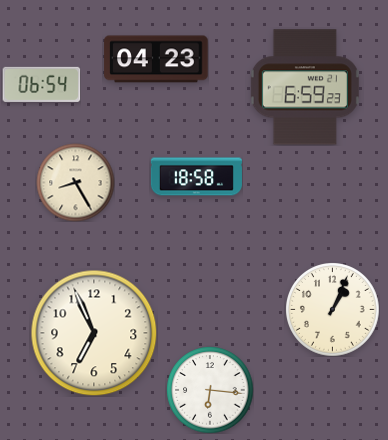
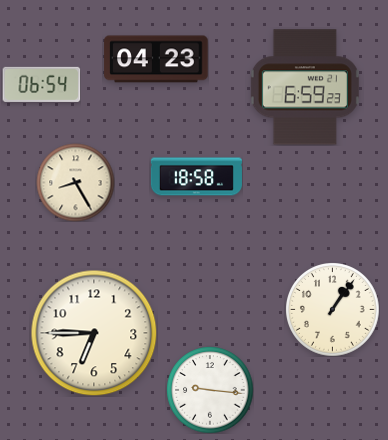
clock at (333, 310): 1:04 -> 1:06
clock at (94, 333): 6:56 -> 6:45
clock at (210, 390): 6:16 -> 9:16
